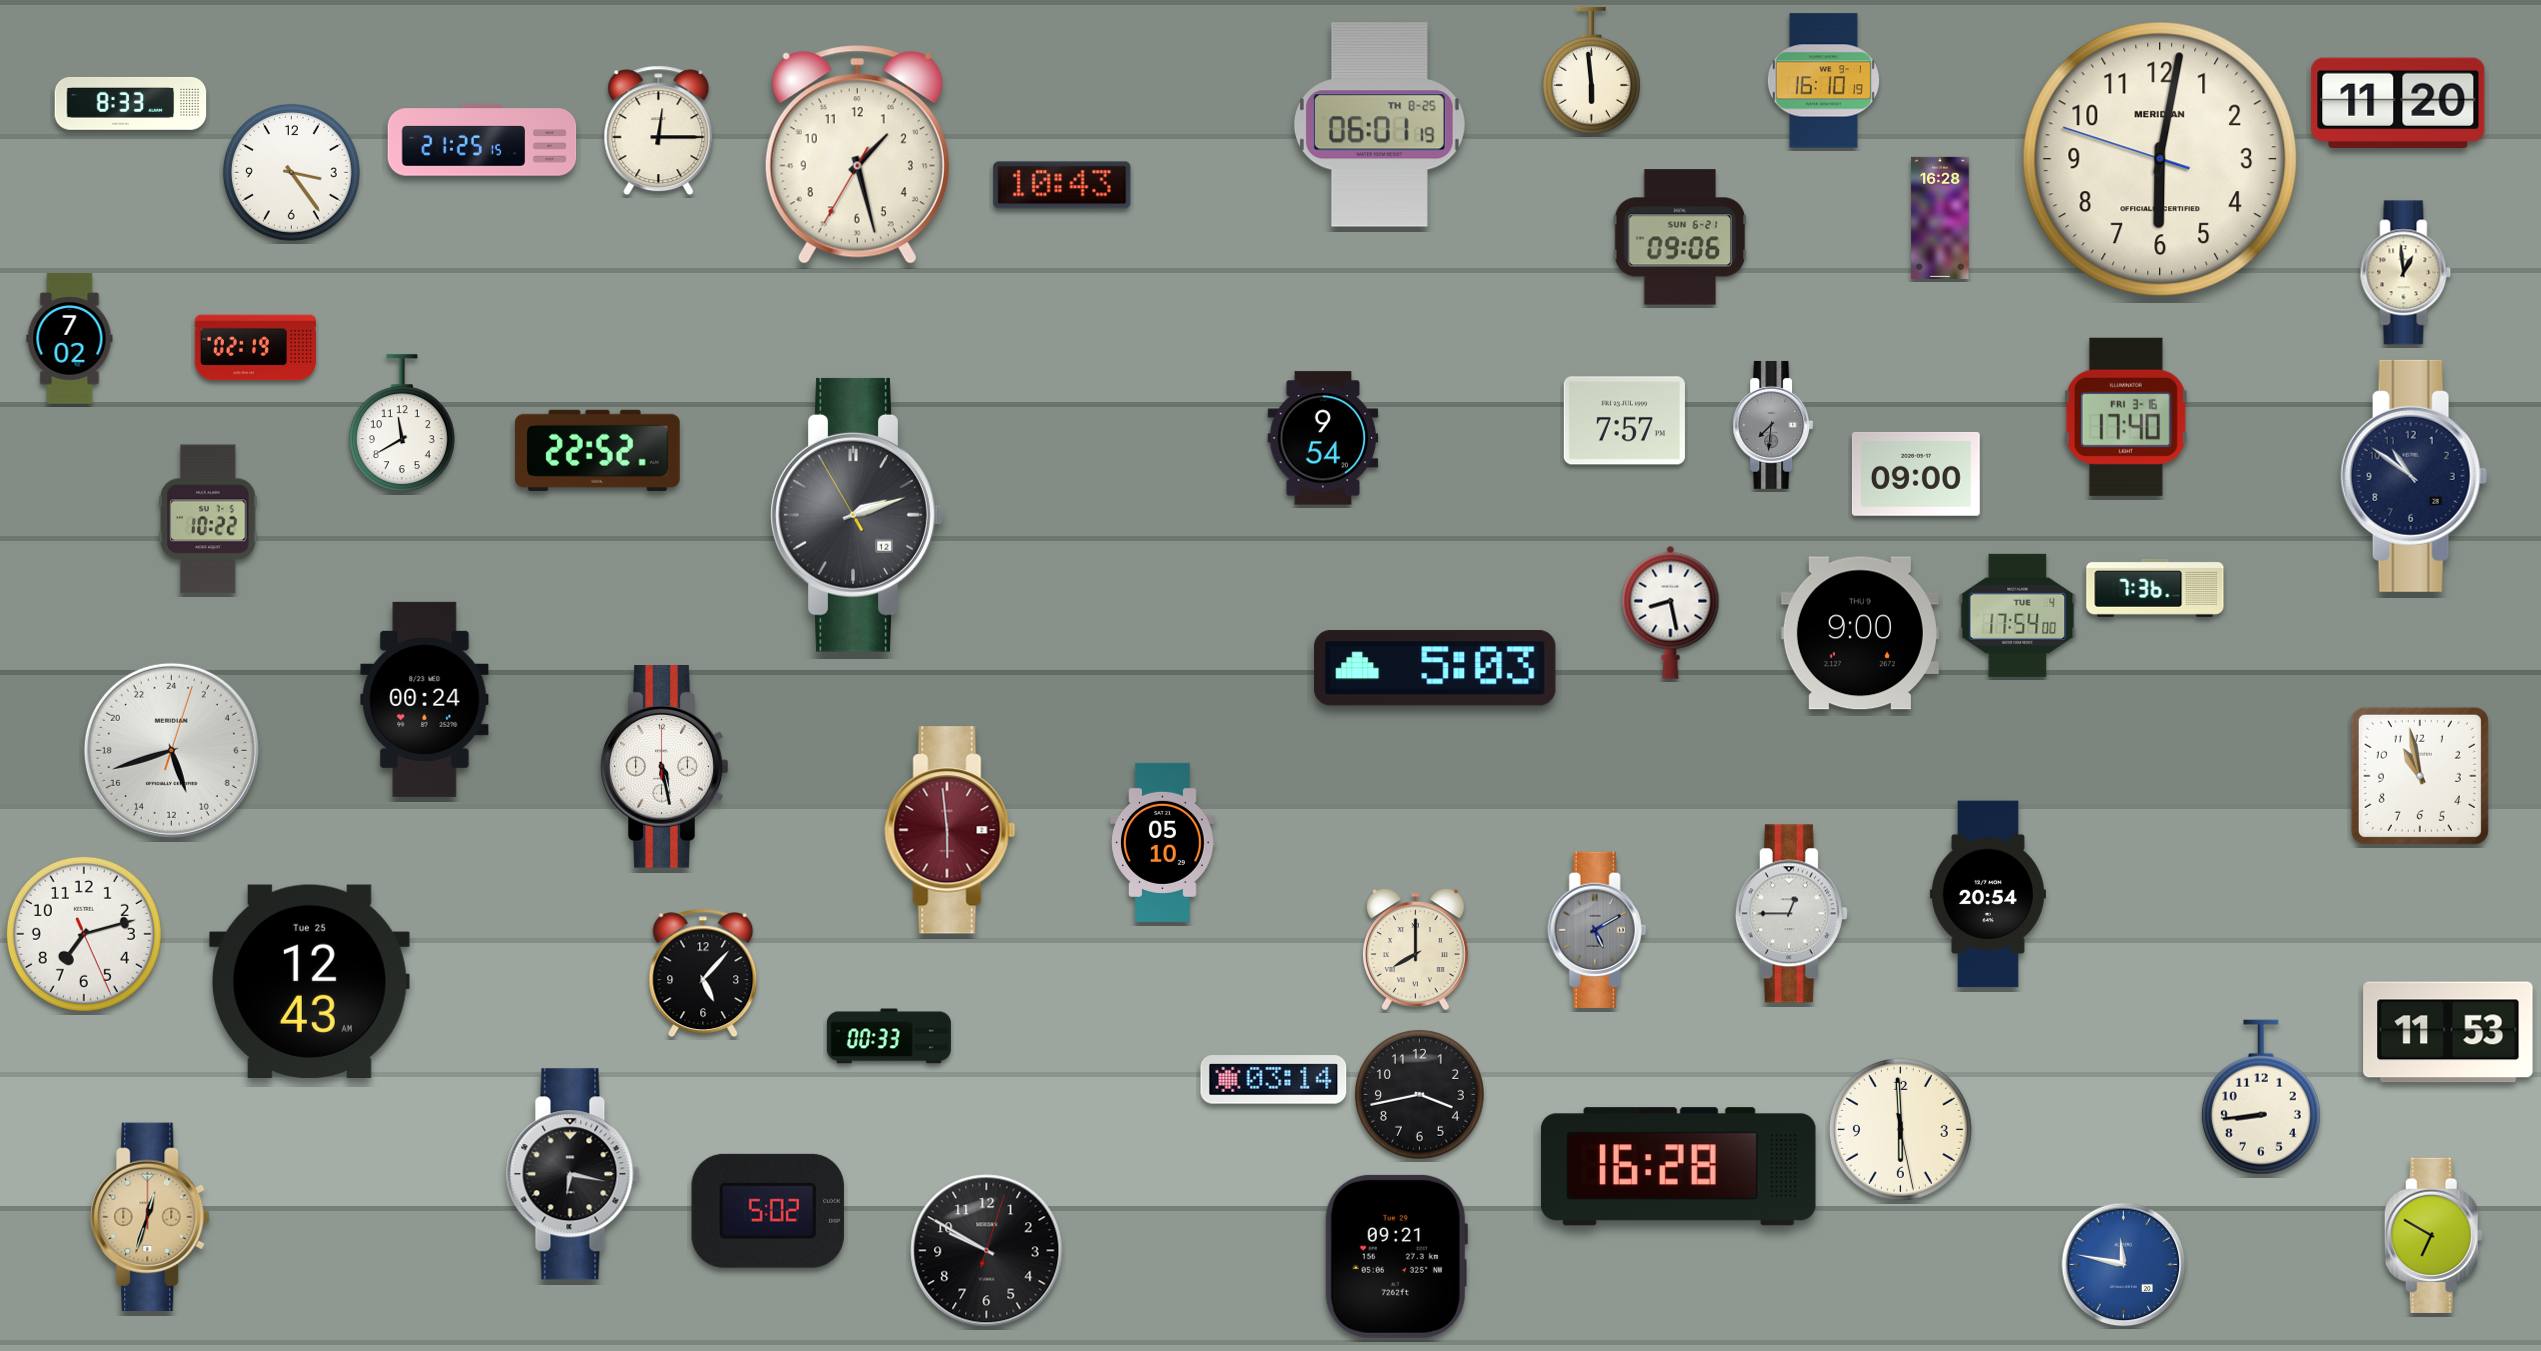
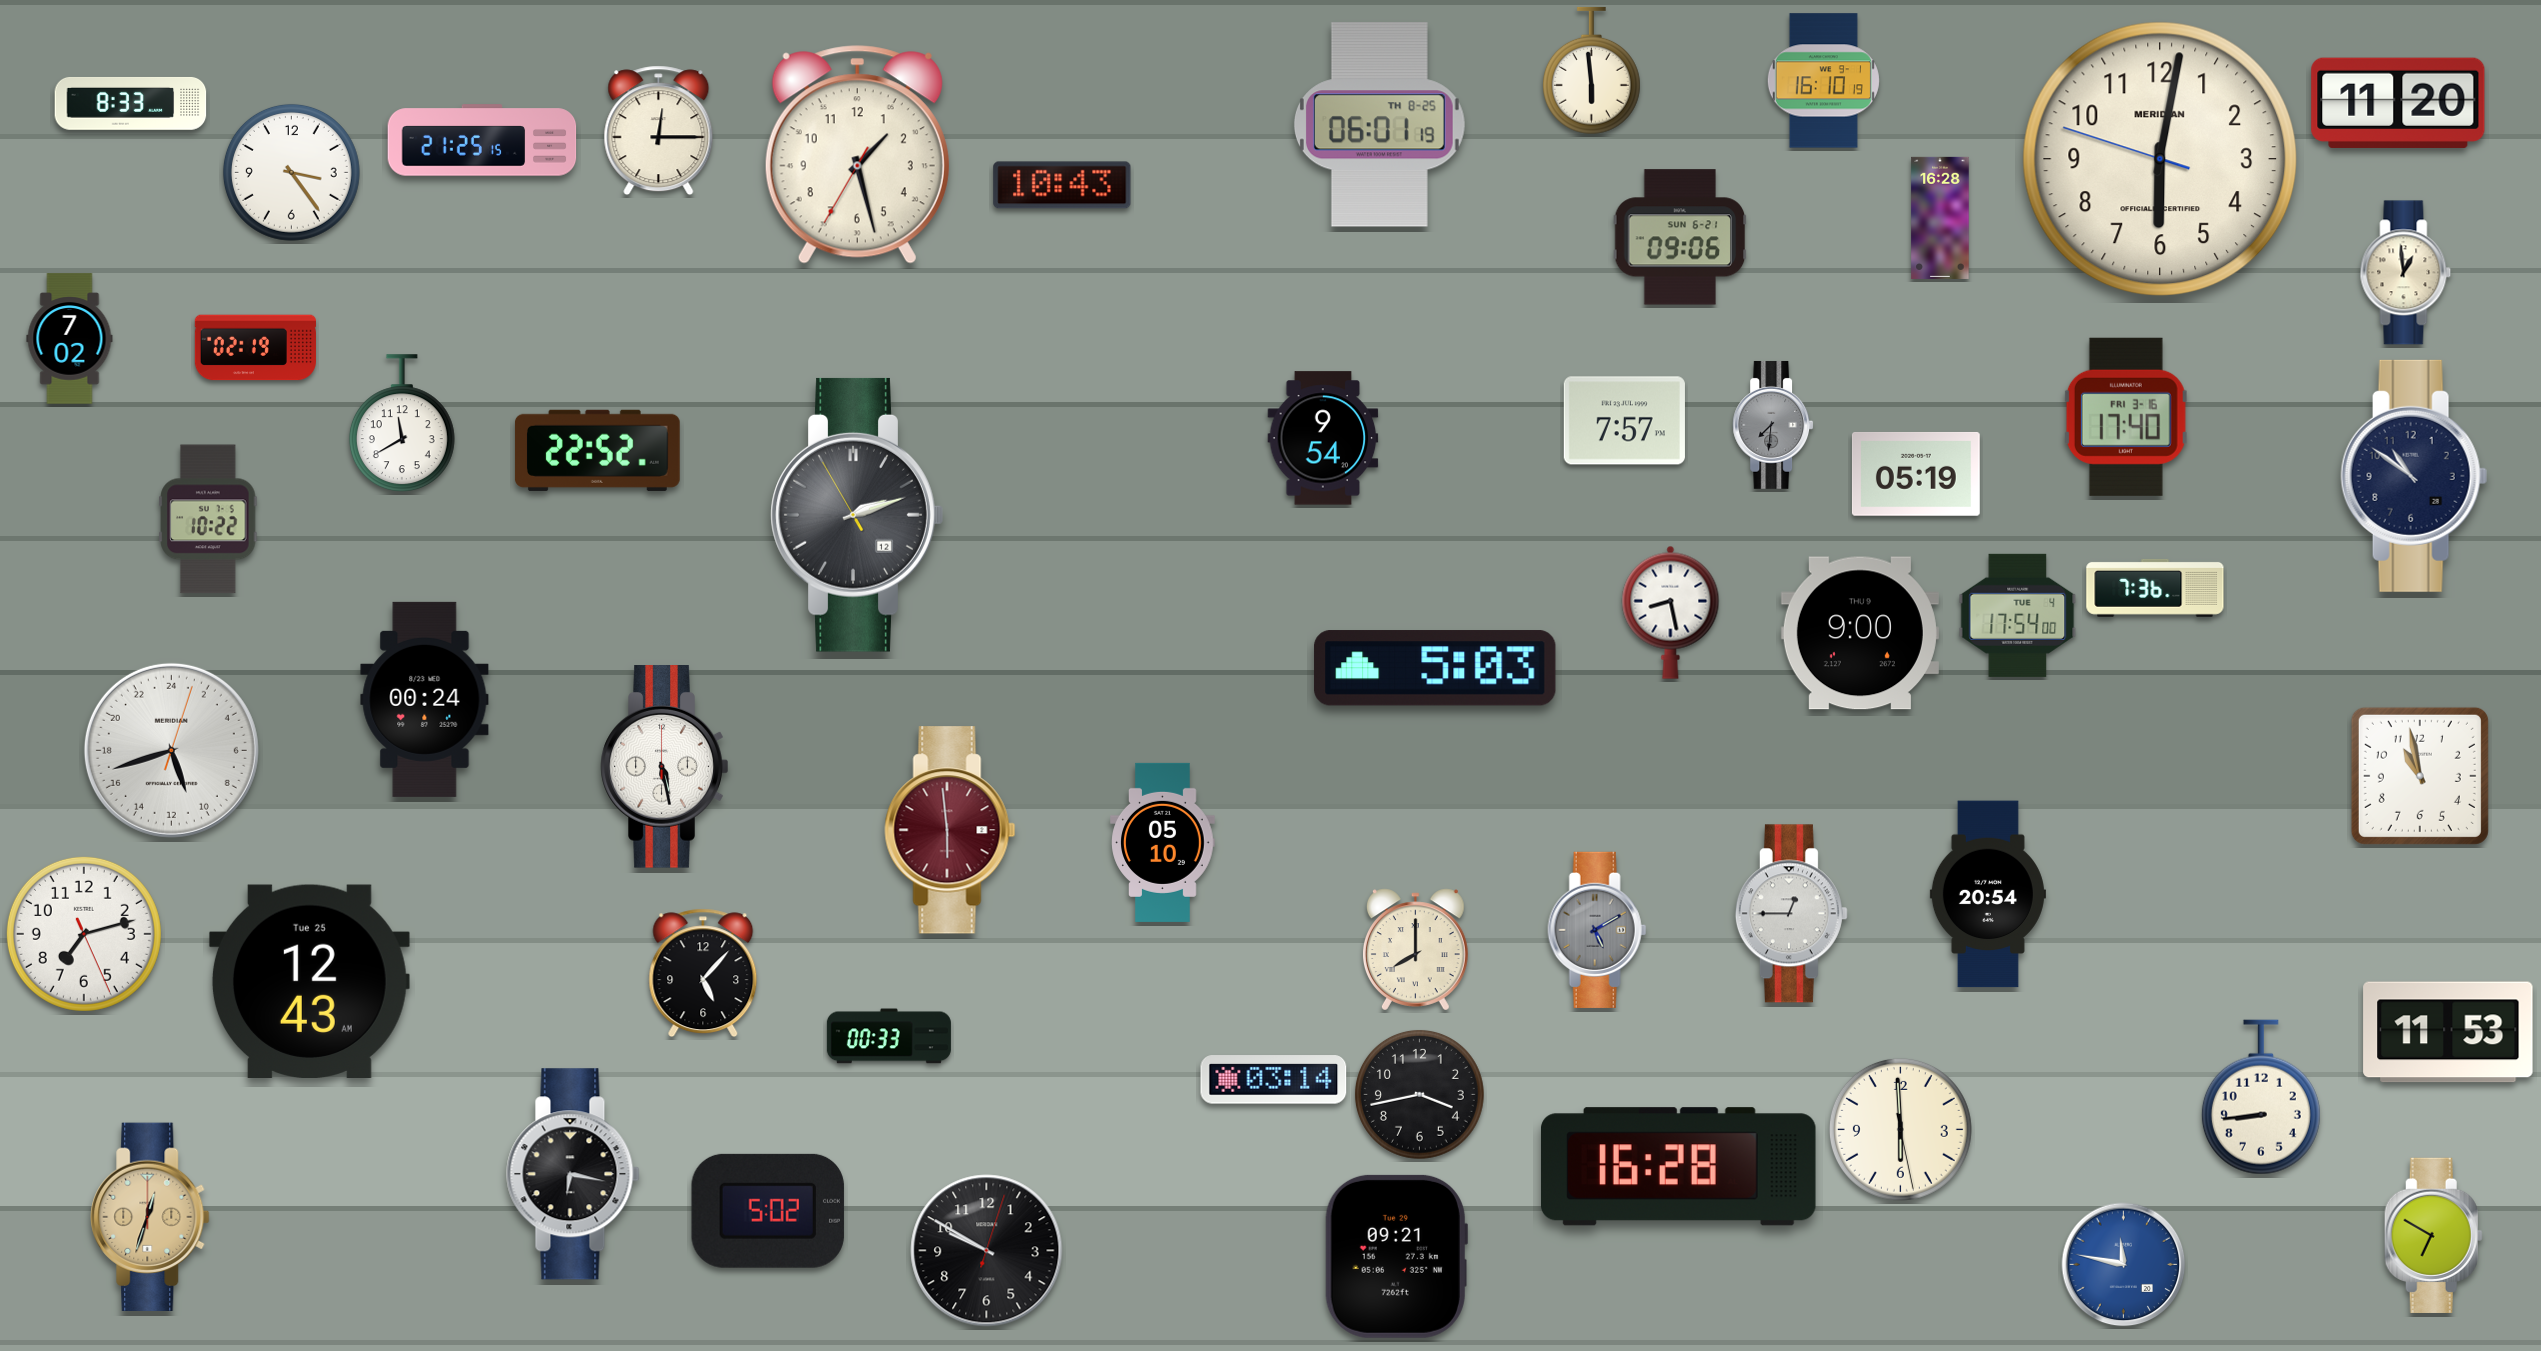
clock at (1916, 474): 09:00 -> 05:19
